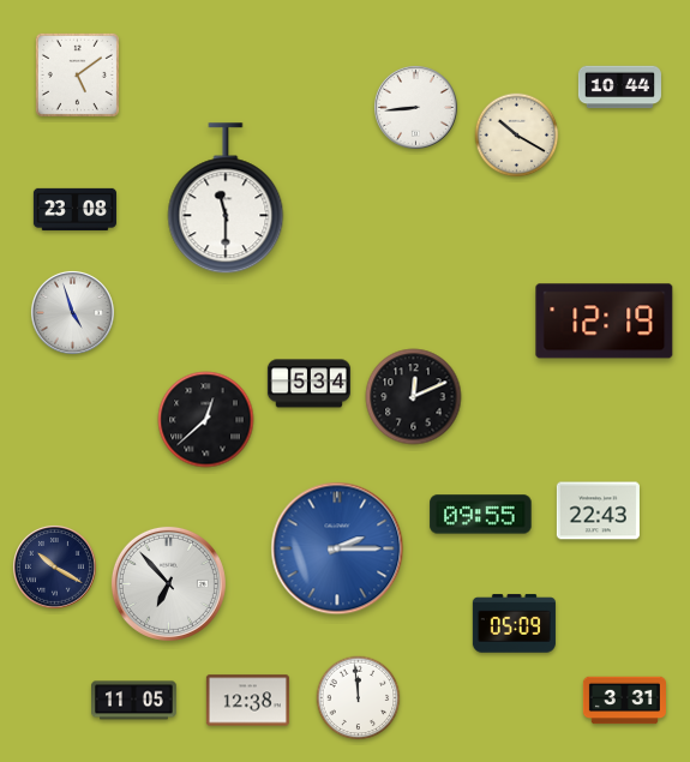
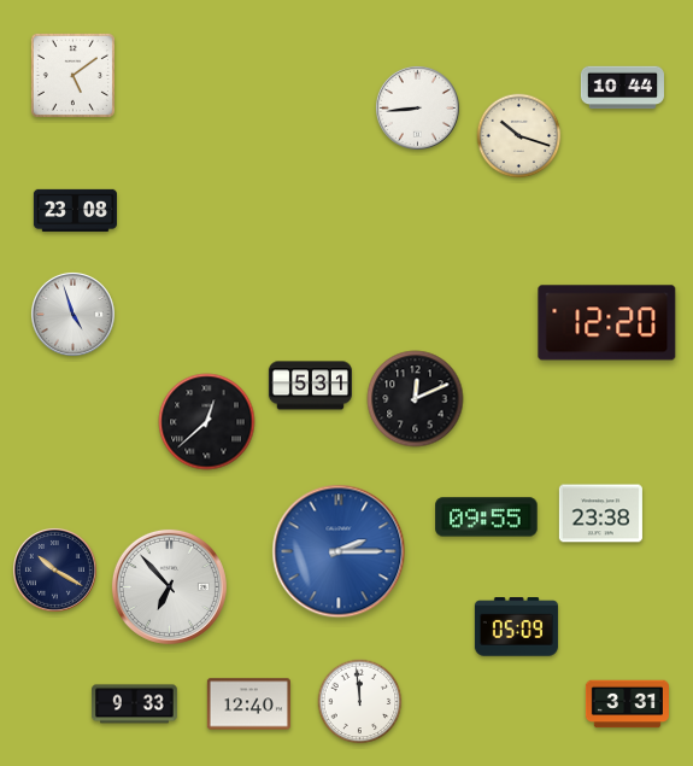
clock at (77, 74) position: (77, 74) -> (72, 75)
clock at (517, 136): 10:20 -> 10:18
clock at (226, 199): 11:30 -> none
clock at (605, 322): 12:19 -> 12:20
clock at (308, 384): 5:34 -> 5:31
clock at (598, 511): 22:43 -> 23:38
clock at (481, 515) position: (481, 515) -> (487, 518)
clock at (134, 701): 11:05 -> 9:33
clock at (247, 701): 12:38 -> 12:40
